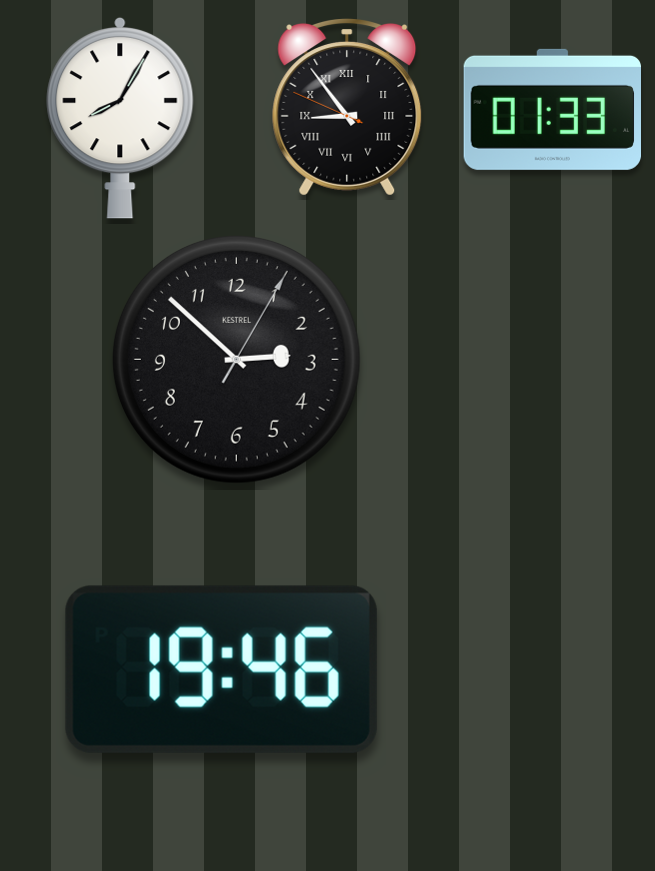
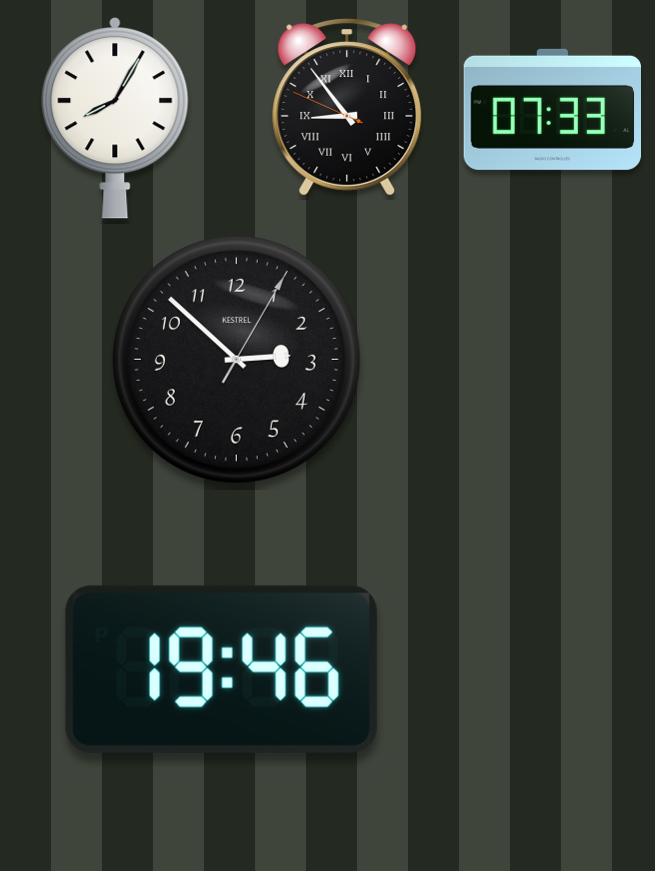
clock at (552, 109): 01:33 -> 07:33
clock at (120, 118) position: (120, 118) -> (115, 118)
